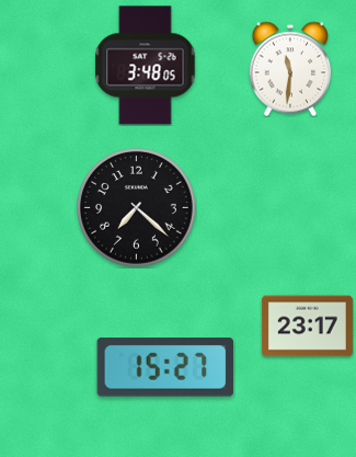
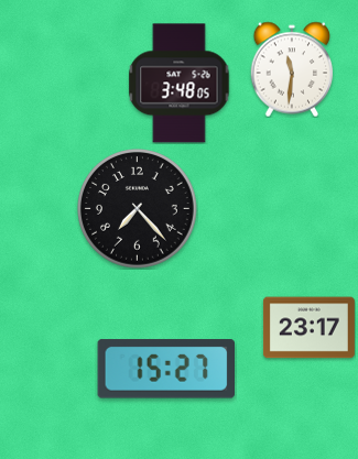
clock at (146, 66) position: (146, 66) -> (180, 84)
clock at (137, 208): 7:22 -> 7:23
